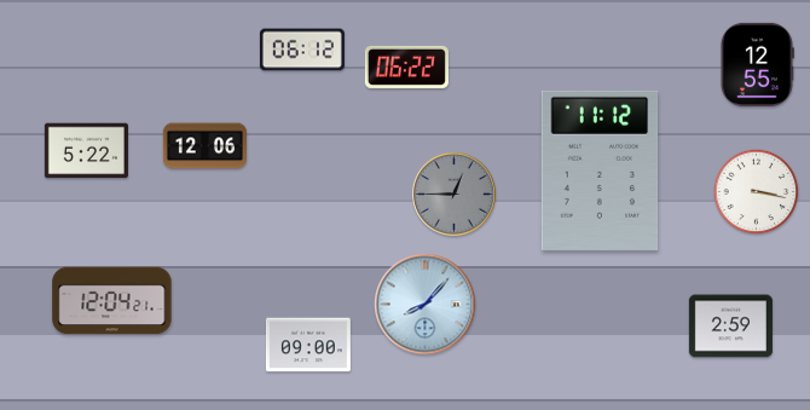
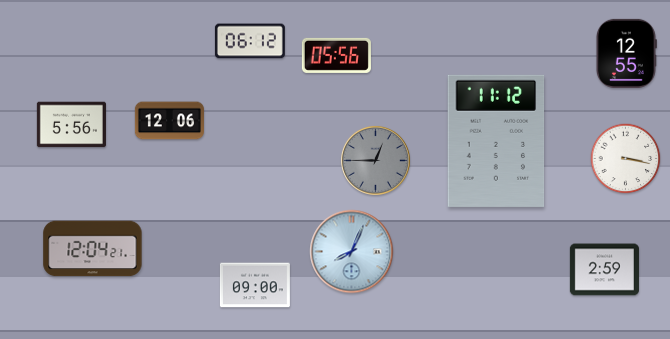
clock at (406, 67): 06:22 -> 05:56
clock at (86, 151): 5:22 -> 5:56
clock at (426, 305): 8:07 -> 8:04
